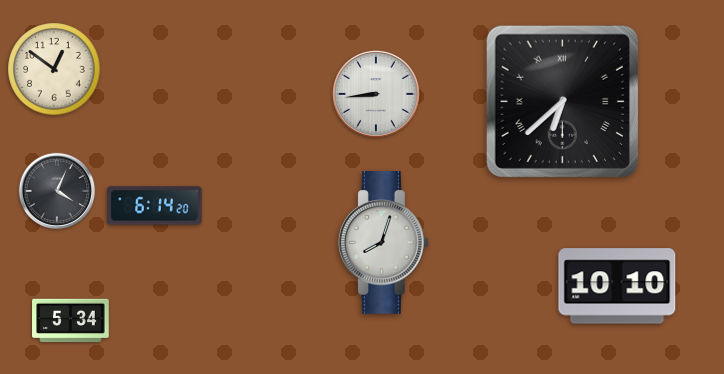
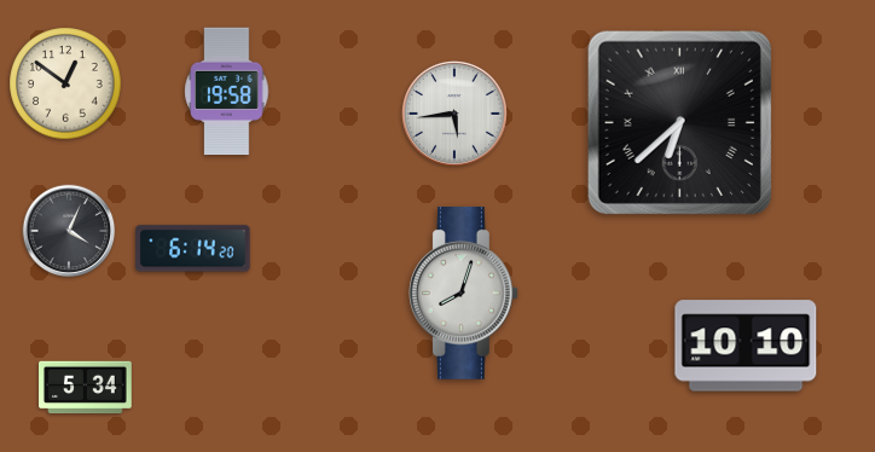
clock at (227, 92): none -> 19:58
clock at (376, 94): 8:44 -> 5:44
clock at (155, 206) position: (155, 206) -> (193, 249)
